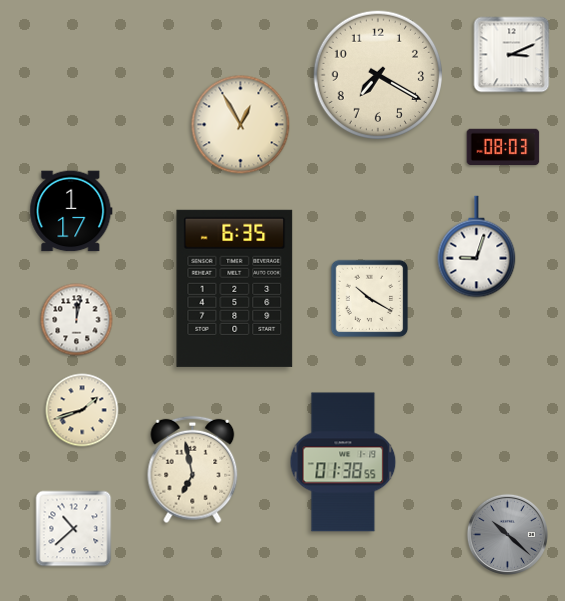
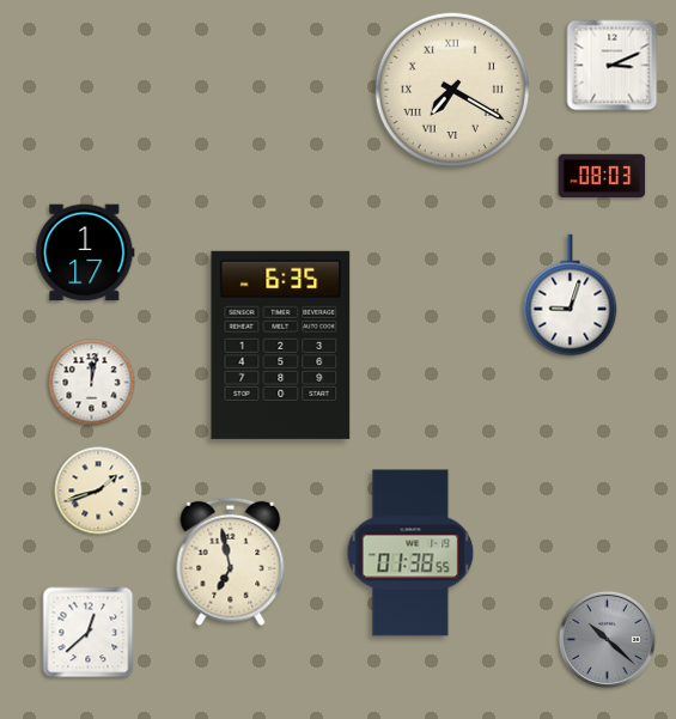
clock at (377, 74) numerals: Arabic -> Roman
clock at (241, 125): 12:55 -> none
clock at (370, 299): 10:20 -> none
clock at (74, 529): 10:38 -> 12:38
